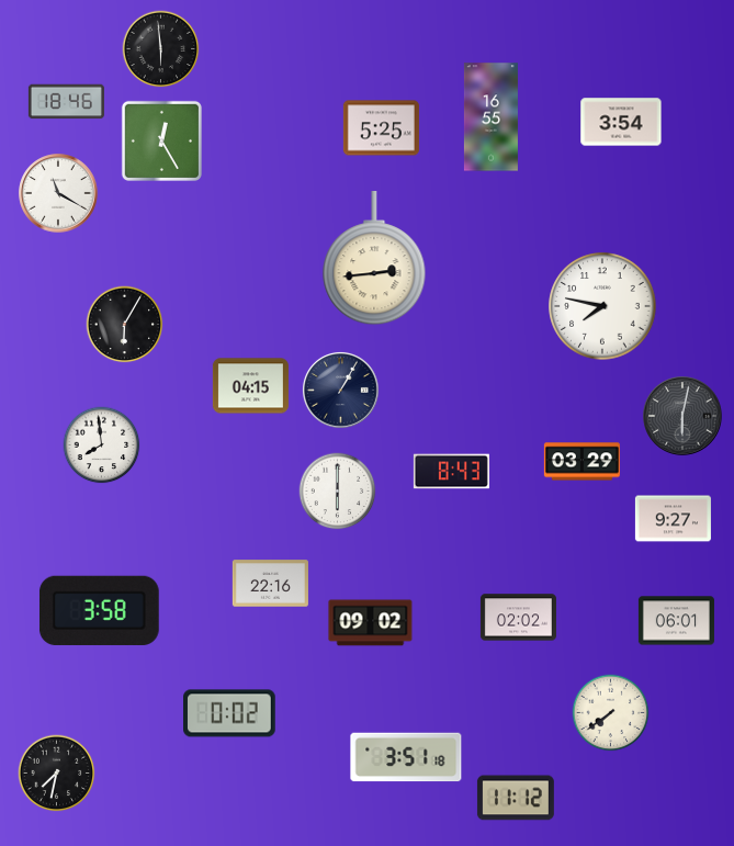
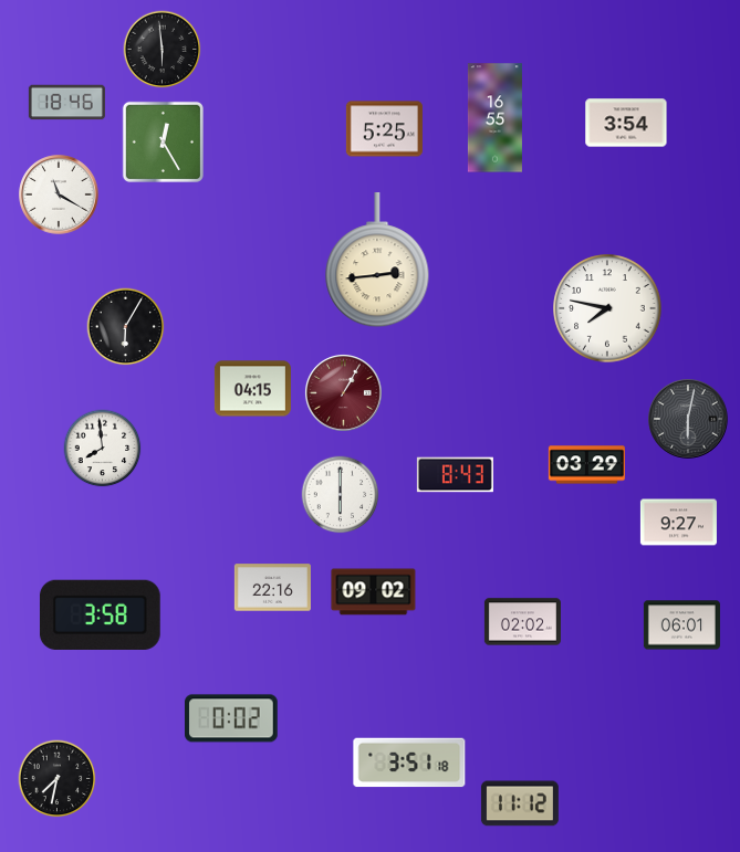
clock at (340, 390) dial: navy -> burgundy
clock at (371, 623) position: (371, 623) -> (374, 592)
clock at (611, 713): 7:39 -> none
